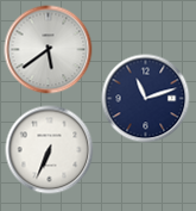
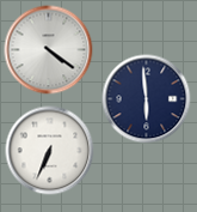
clock at (49, 50): 5:39 -> 4:21
clock at (146, 99): 11:12 -> 5:59
